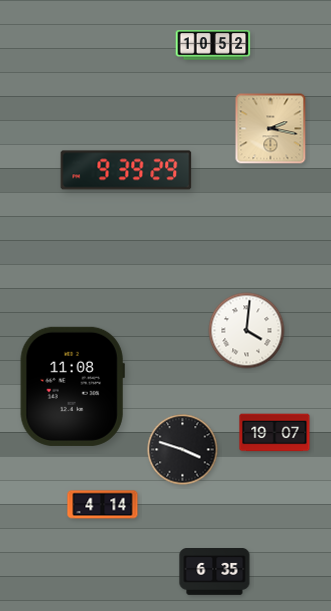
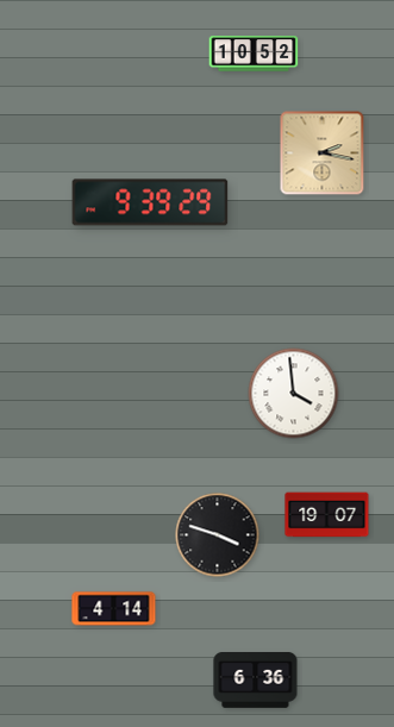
clock at (247, 331): 4:01 -> 3:59
clock at (72, 386): 11:08 -> none
clock at (103, 505) position: (103, 505) -> (114, 609)
clock at (215, 572): 6:35 -> 6:36
